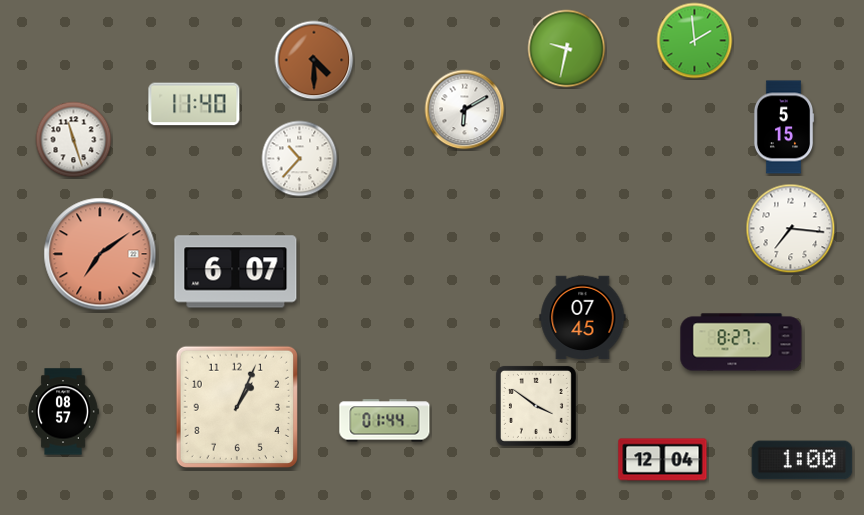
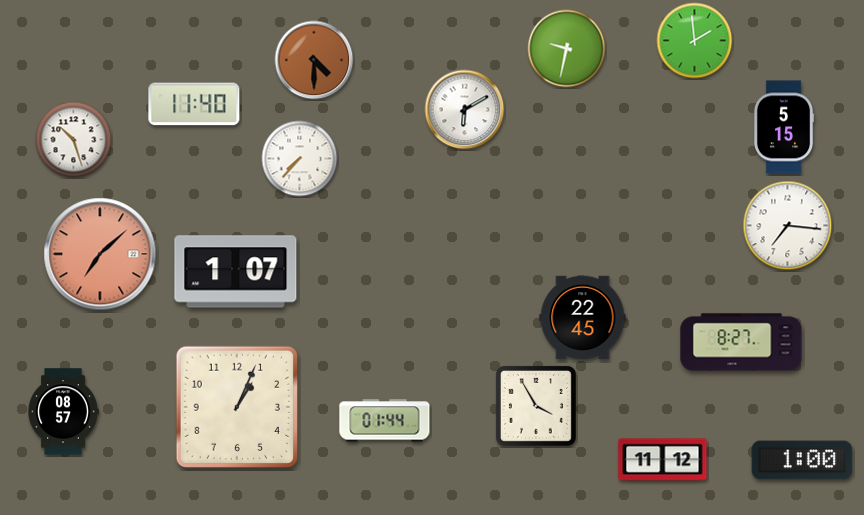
clock at (74, 140): 11:27 -> 10:27
clock at (300, 159): 10:37 -> 7:37
clock at (791, 229) position: (791, 229) -> (788, 226)
clock at (100, 254): 7:09 -> 7:08
clock at (236, 272): 6:07 -> 1:07
clock at (583, 318): 07:45 -> 22:45
clock at (536, 406): 3:51 -> 3:55
clock at (663, 460): 12:04 -> 11:12
